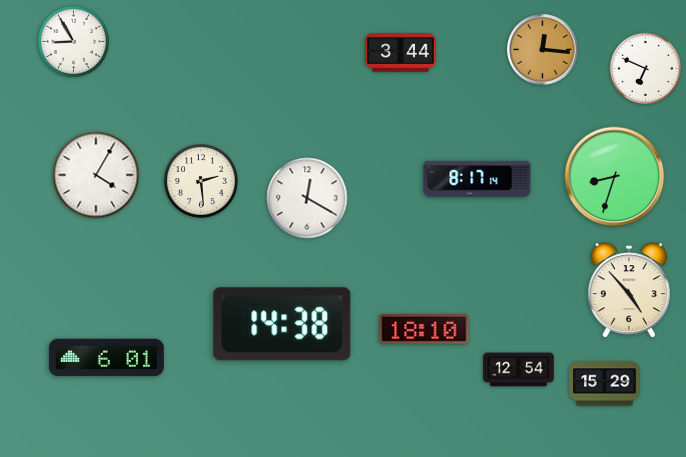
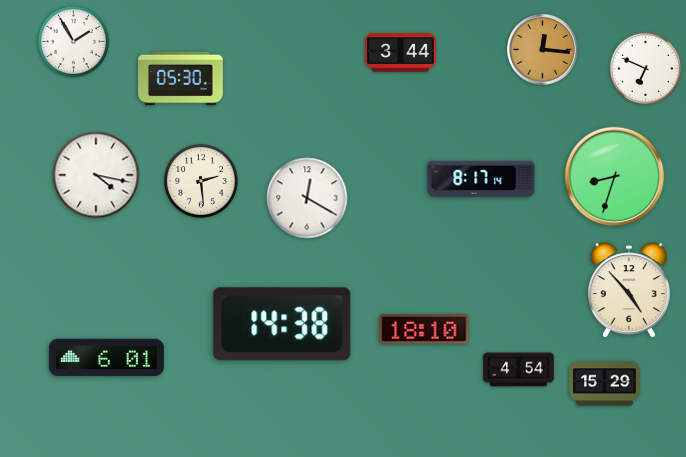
clock at (73, 41): 8:55 -> 1:55
clock at (181, 79): none -> 05:30
clock at (96, 175): 4:05 -> 4:17
clock at (477, 179) position: (477, 179) -> (481, 179)
clock at (519, 370): 12:54 -> 4:54
